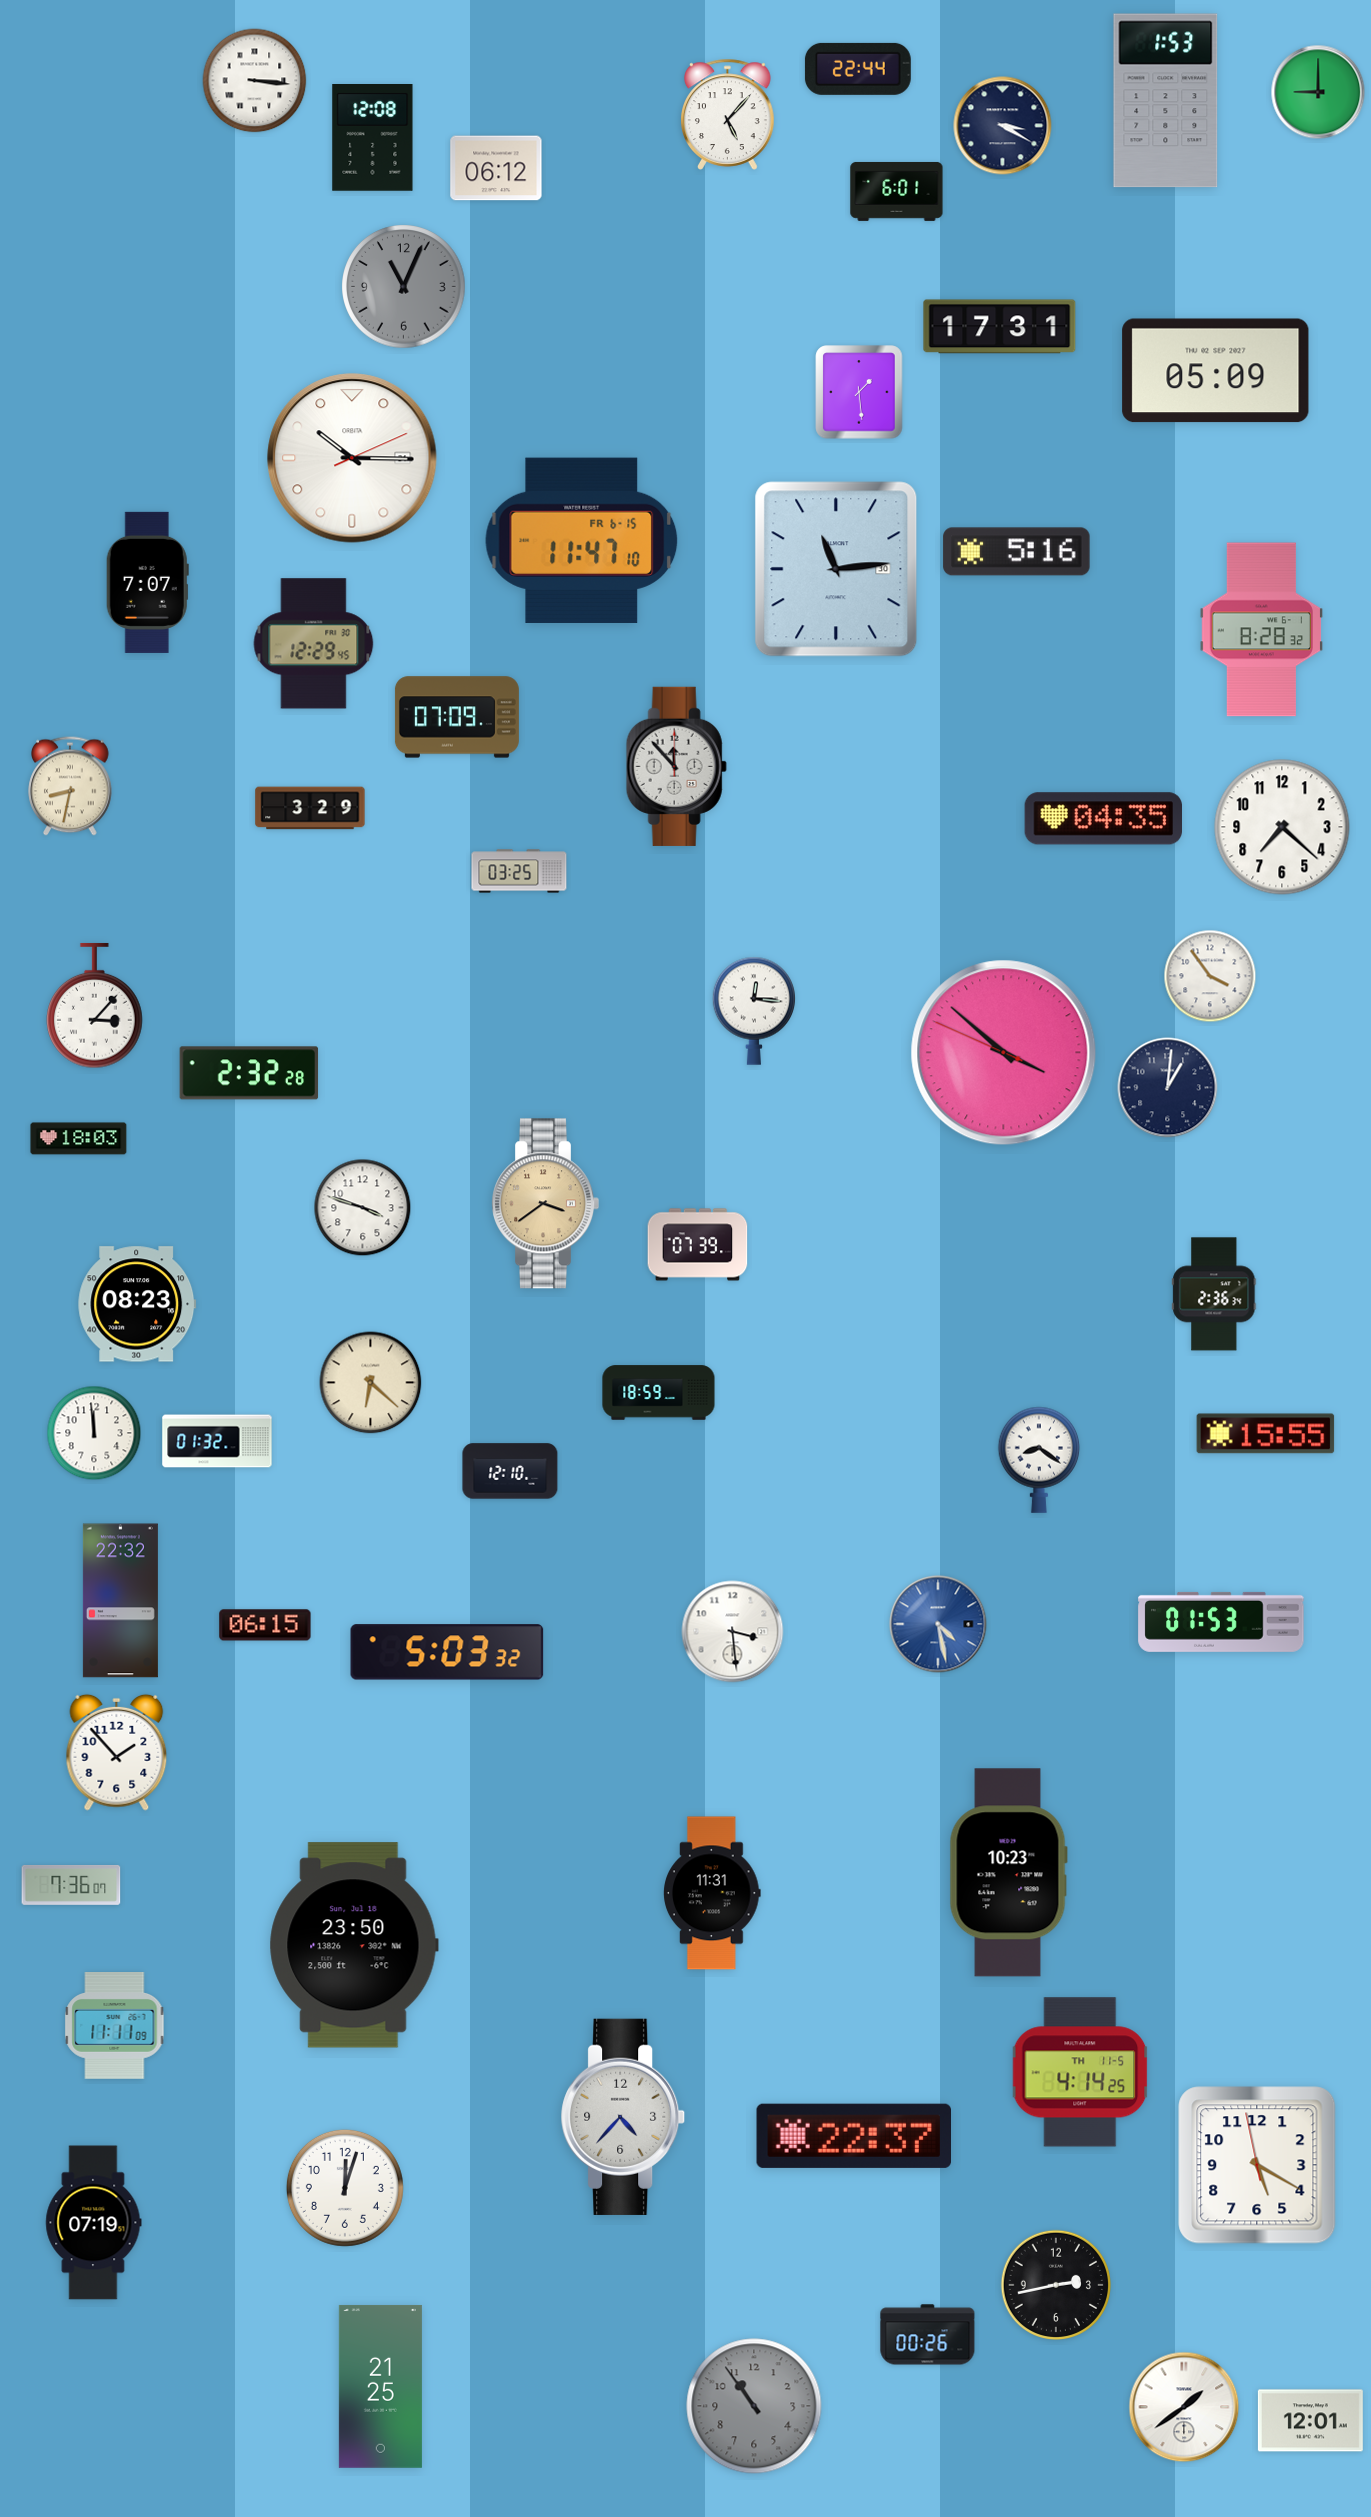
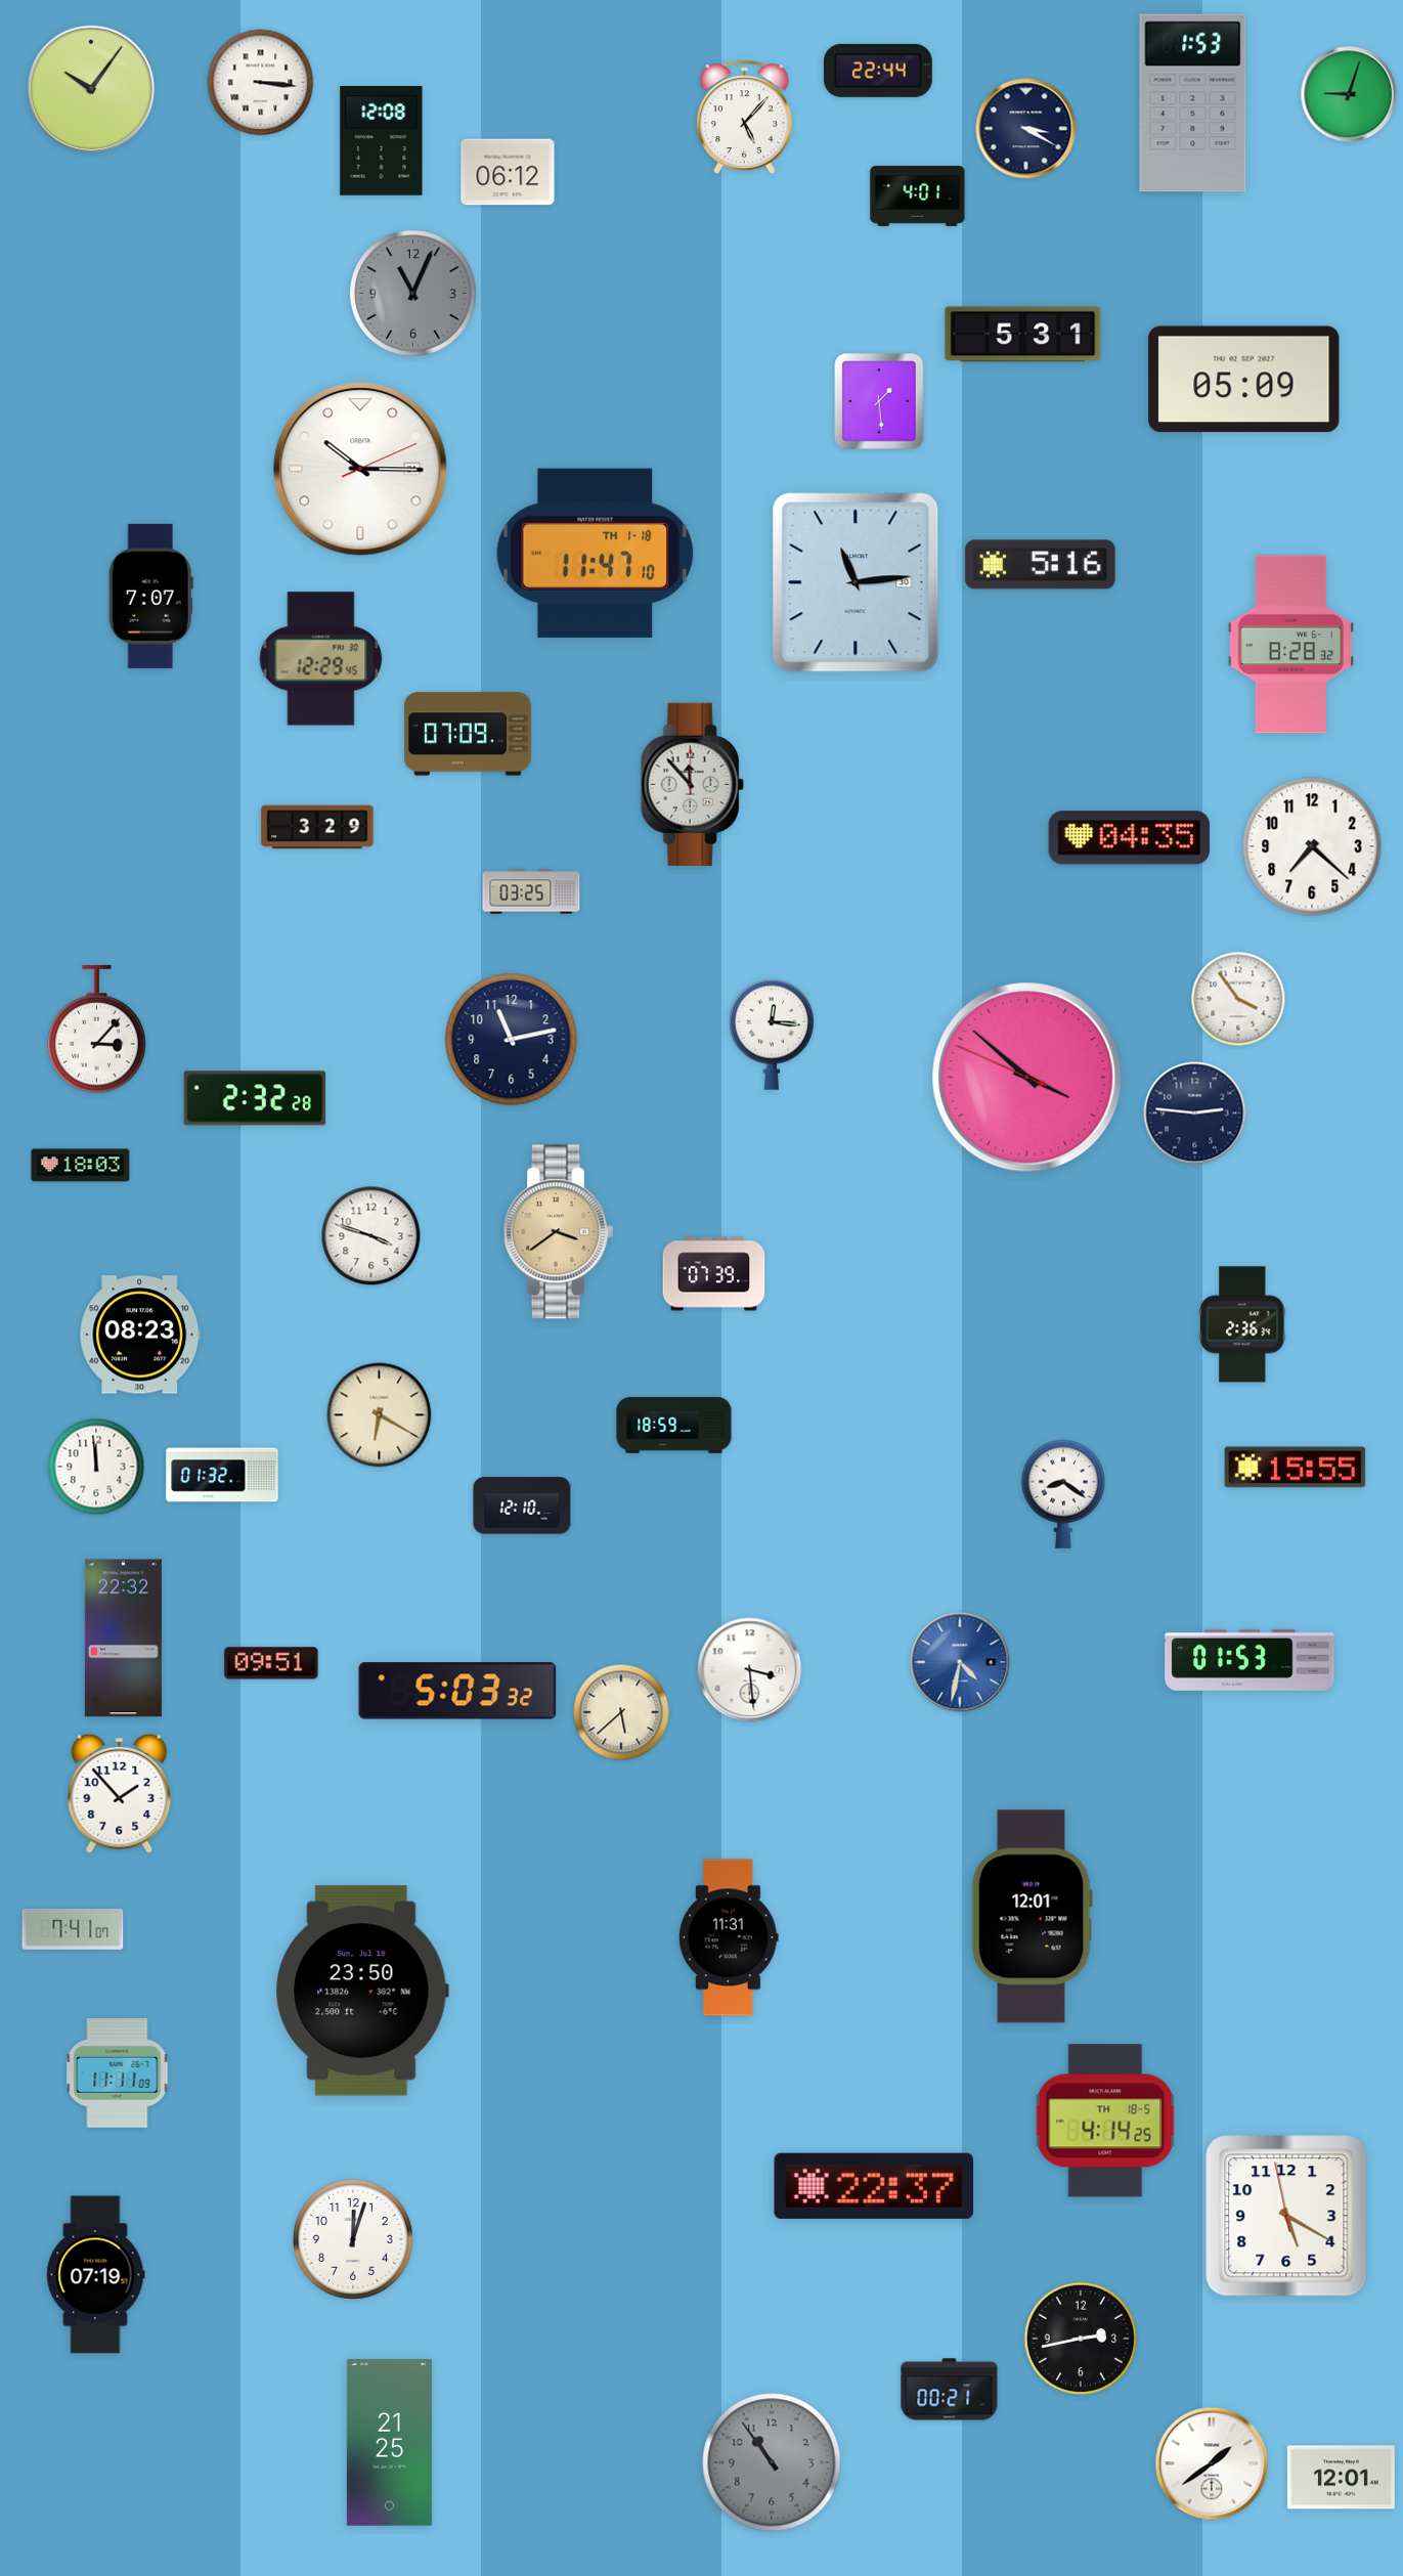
clock at (91, 89): none -> 10:06
clock at (1318, 92): 9:00 -> 9:03
clock at (897, 191): 6:01 -> 4:01
clock at (1000, 327): 17:31 -> 5:31
clock at (582, 540) date: FR 6-15 -> TH 1-18
clock at (70, 786): 8:32 -> none
clock at (512, 1040): none -> 11:13
clock at (1168, 1088): 1:01 -> 2:46
clock at (371, 1383): 6:22 -> 6:20
clock at (938, 1624): 4:28 -> 4:32
clock at (265, 1625): 06:15 -> 09:51
clock at (621, 1712): none -> 5:38
clock at (1008, 1873): 10:23 -> 12:01
clock at (71, 1885): 7:36 -> 7:41
clock at (1080, 2072) date: TH 11-5 -> TH 18-5
clock at (624, 2117): 4:37 -> none
clock at (928, 2335): 00:26 -> 00:21
